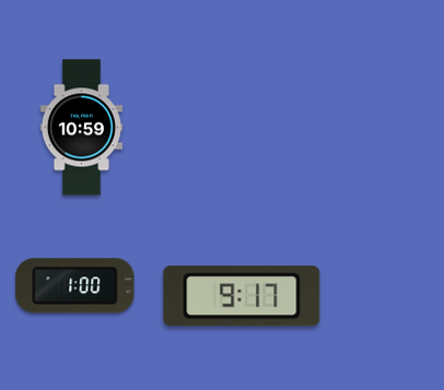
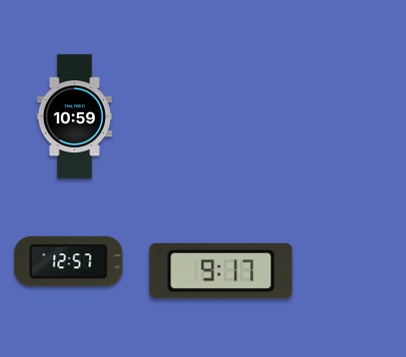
clock at (75, 286): 1:00 -> 12:57
